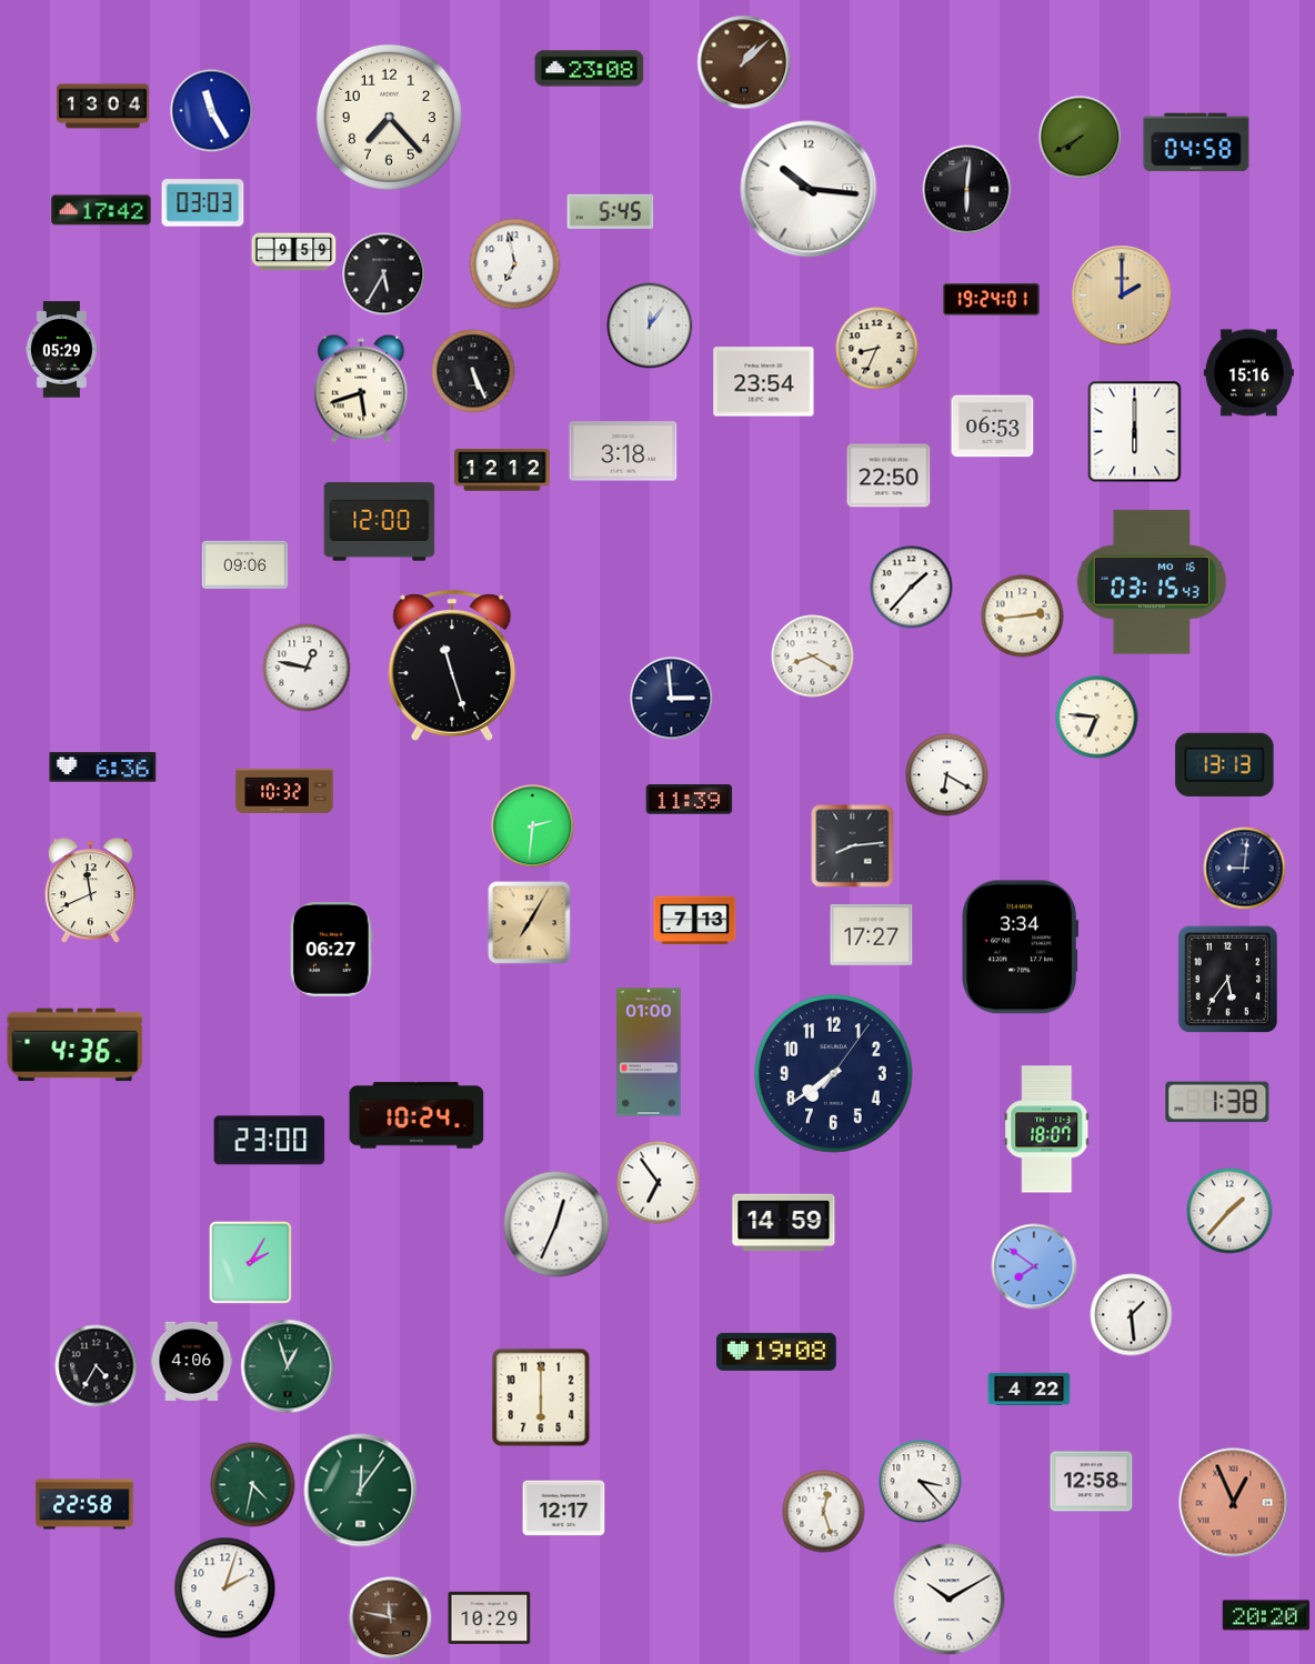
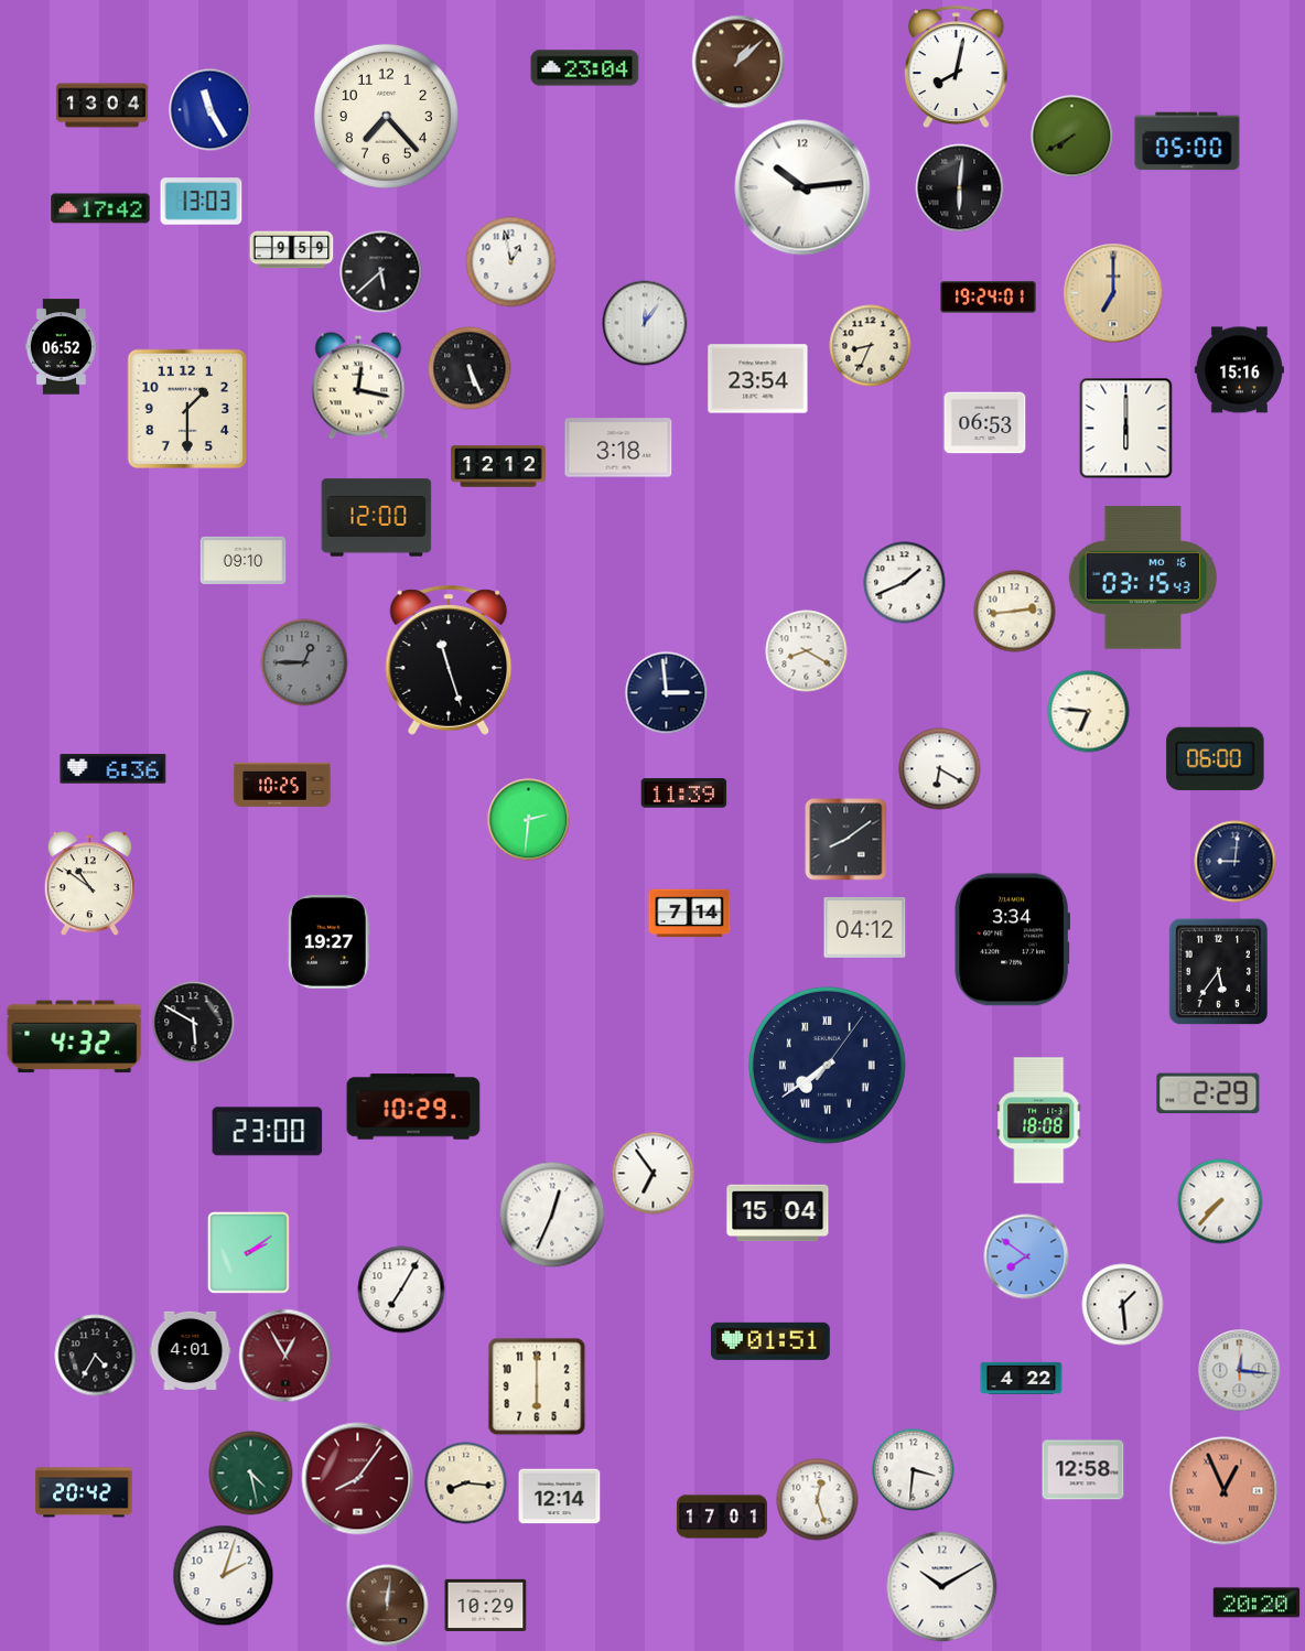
clock at (956, 67): none -> 8:02
clock at (590, 69): 23:08 -> 23:04
clock at (1196, 142): 04:58 -> 05:00
clock at (809, 189): 10:16 -> 10:14
clock at (203, 203): 03:03 -> 13:03
clock at (611, 211): 5:45 -> none
clock at (515, 264): 6:58 -> 12:58
clock at (384, 274): 5:35 -> 5:38
clock at (1122, 295): 2:00 -> 7:00
clock at (992, 300) position: (992, 300) -> (989, 298)
clock at (61, 350): 05:29 -> 06:52
clock at (361, 389): 5:42 -> 12:17
clock at (187, 409): none -> 1:30
clock at (889, 475): 22:50 -> none
clock at (245, 564): 09:06 -> 09:10
clock at (912, 588): 1:37 -> 1:41
clock at (307, 668): 12:47 -> 12:45
clock at (307, 668) dial: white -> grey
clock at (1225, 764): 13:13 -> 06:00
clock at (103, 768) position: (103, 768) -> (114, 769)
clock at (284, 791): 10:32 -> 10:25
clock at (853, 846): 8:14 -> 8:09
clock at (90, 891): 11:41 -> 10:51
clock at (695, 921): 7:13 -> 7:14
clock at (530, 923): 7:05 -> none
clock at (872, 934): 17:27 -> 04:12
clock at (331, 950): 06:27 -> 19:27
clock at (194, 1023): none -> 5:50
clock at (76, 1045): 4:36 -> 4:32
clock at (649, 1052): 01:00 -> none
clock at (833, 1073) numerals: Arabic -> Roman
clock at (1217, 1102): 1:38 -> 2:29
clock at (416, 1115): 10:24 -> 10:29
clock at (1047, 1130): 18:07 -> 18:08
clock at (1229, 1211): 1:37 -> 7:37
clock at (784, 1223): 14:59 -> 15:04
clock at (250, 1262): 2:05 -> 2:09
clock at (401, 1289): none -> 7:05
clock at (776, 1352): 19:08 -> 01:51
clock at (192, 1361): 4:06 -> 4:01
clock at (288, 1366): 12:57 -> 12:55
clock at (288, 1366) dial: green -> burgundy
clock at (1240, 1371): none -> 12:16
clock at (921, 1482): 3:23 -> 3:31
clock at (253, 1485): 4:32 -> 4:28
clock at (361, 1491): 12:06 -> 8:06
clock at (361, 1491) dial: green -> burgundy
clock at (466, 1483): none -> 8:16
clock at (84, 1504): 22:58 -> 20:42
clock at (564, 1508): 12:17 -> 12:14
clock at (722, 1517): none -> 17:01
clock at (391, 1618): 11:47 -> 12:01
